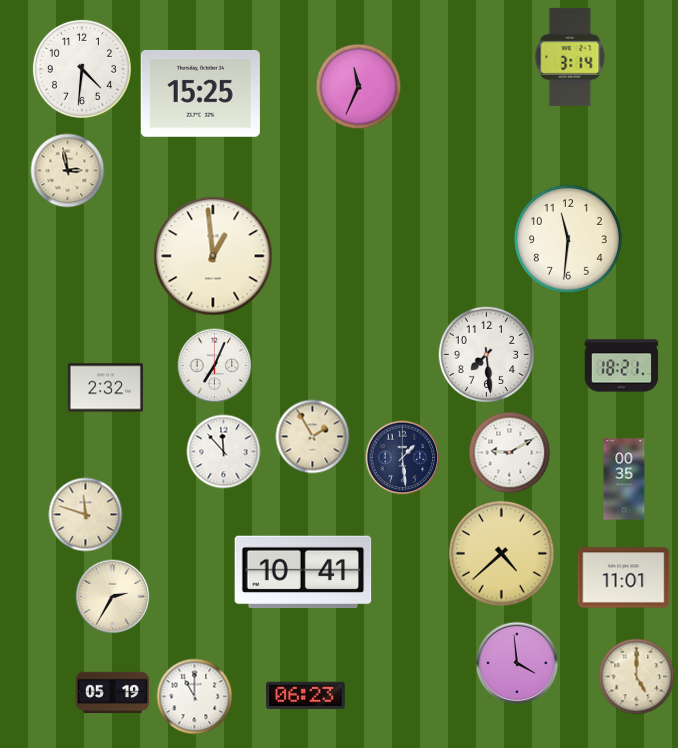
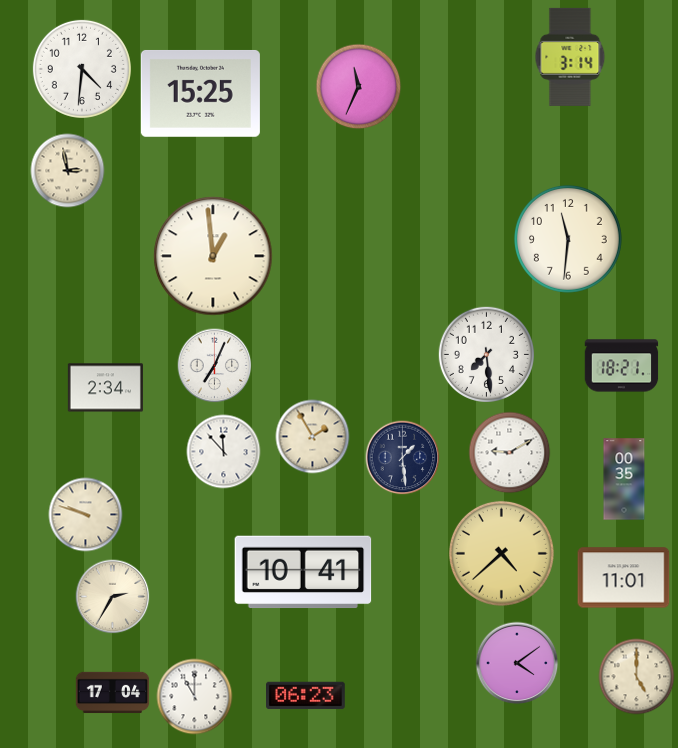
clock at (105, 388): 2:32 -> 2:34
clock at (86, 515): 11:48 -> 9:48
clock at (517, 663): 3:59 -> 4:09
clock at (113, 693): 05:19 -> 17:04
